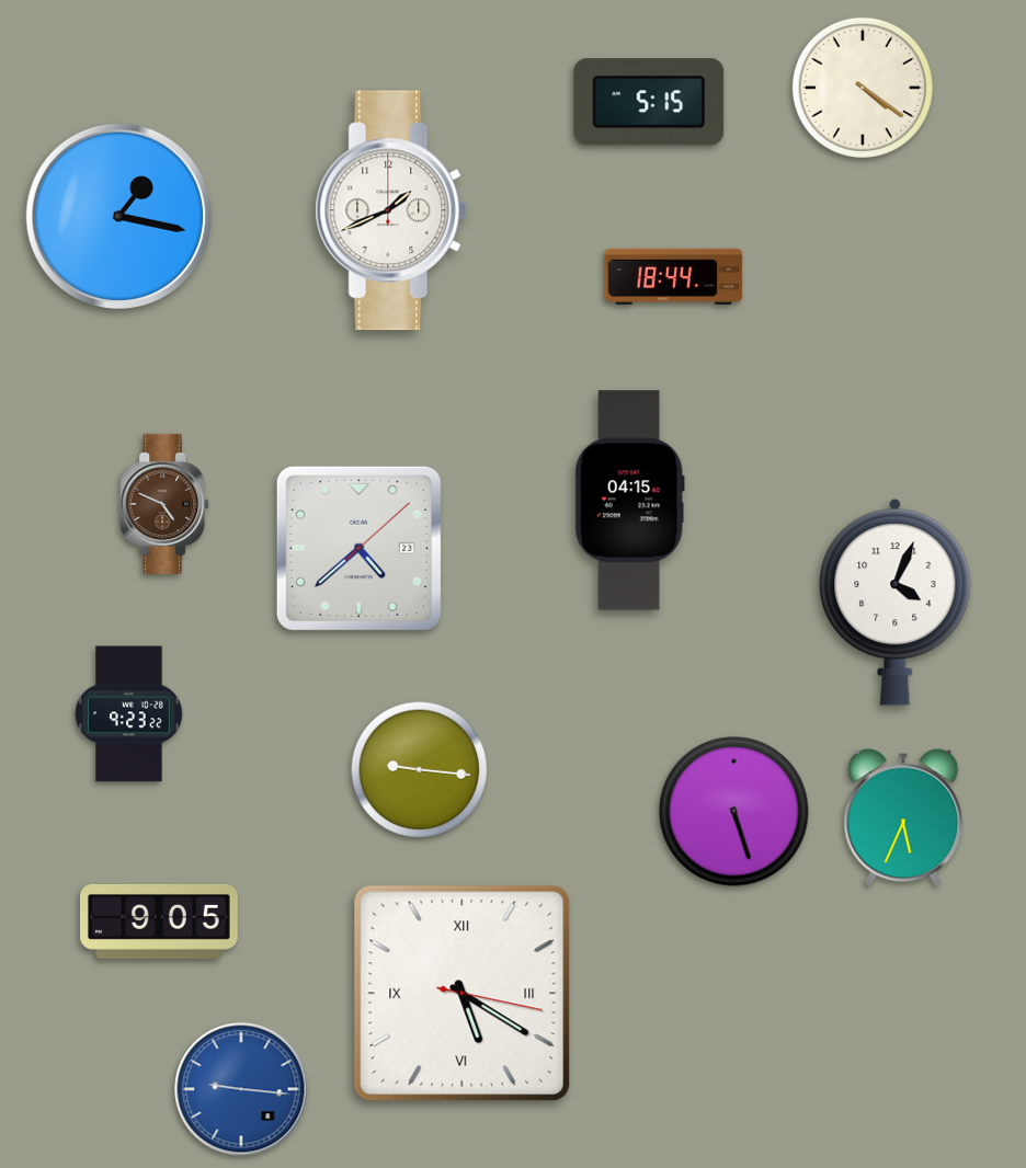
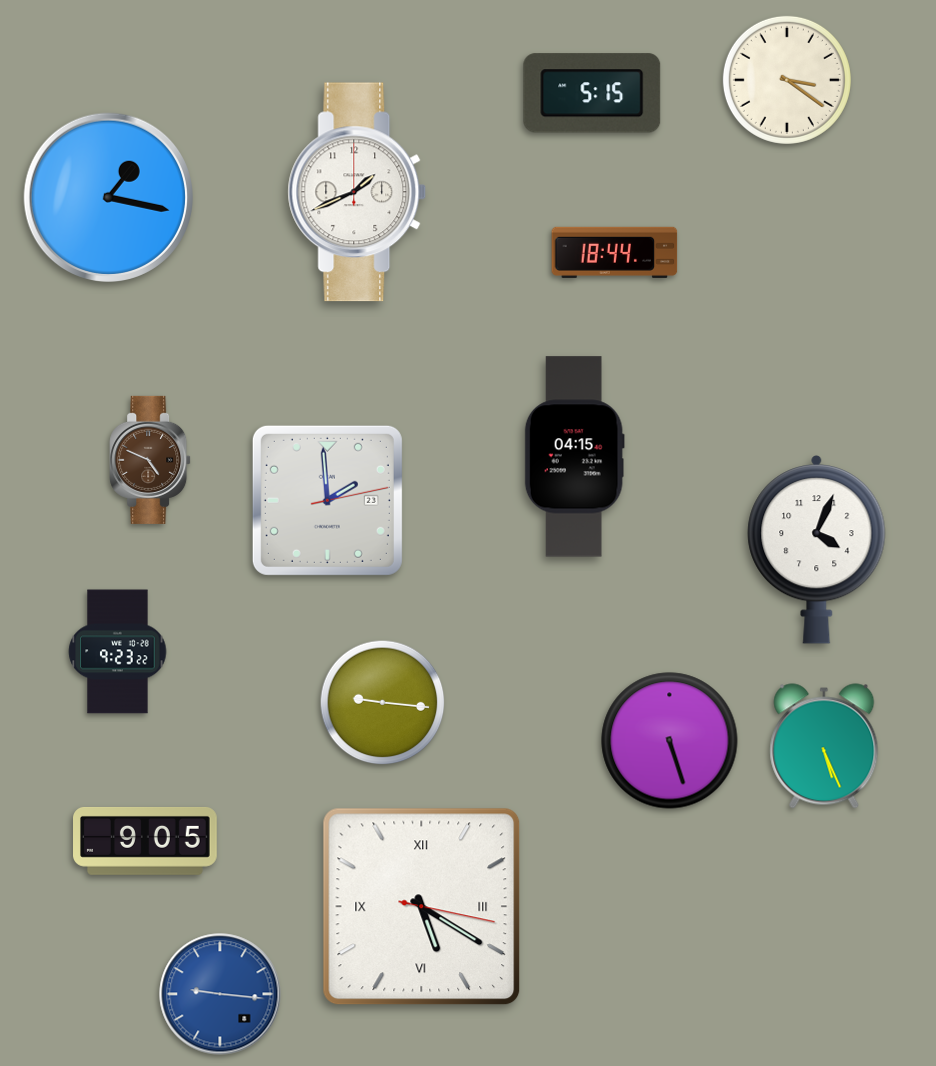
clock at (863, 88): 4:21 -> 3:21
clock at (358, 548): 4:38 -> 1:59
clock at (903, 817): 5:34 -> 5:26
